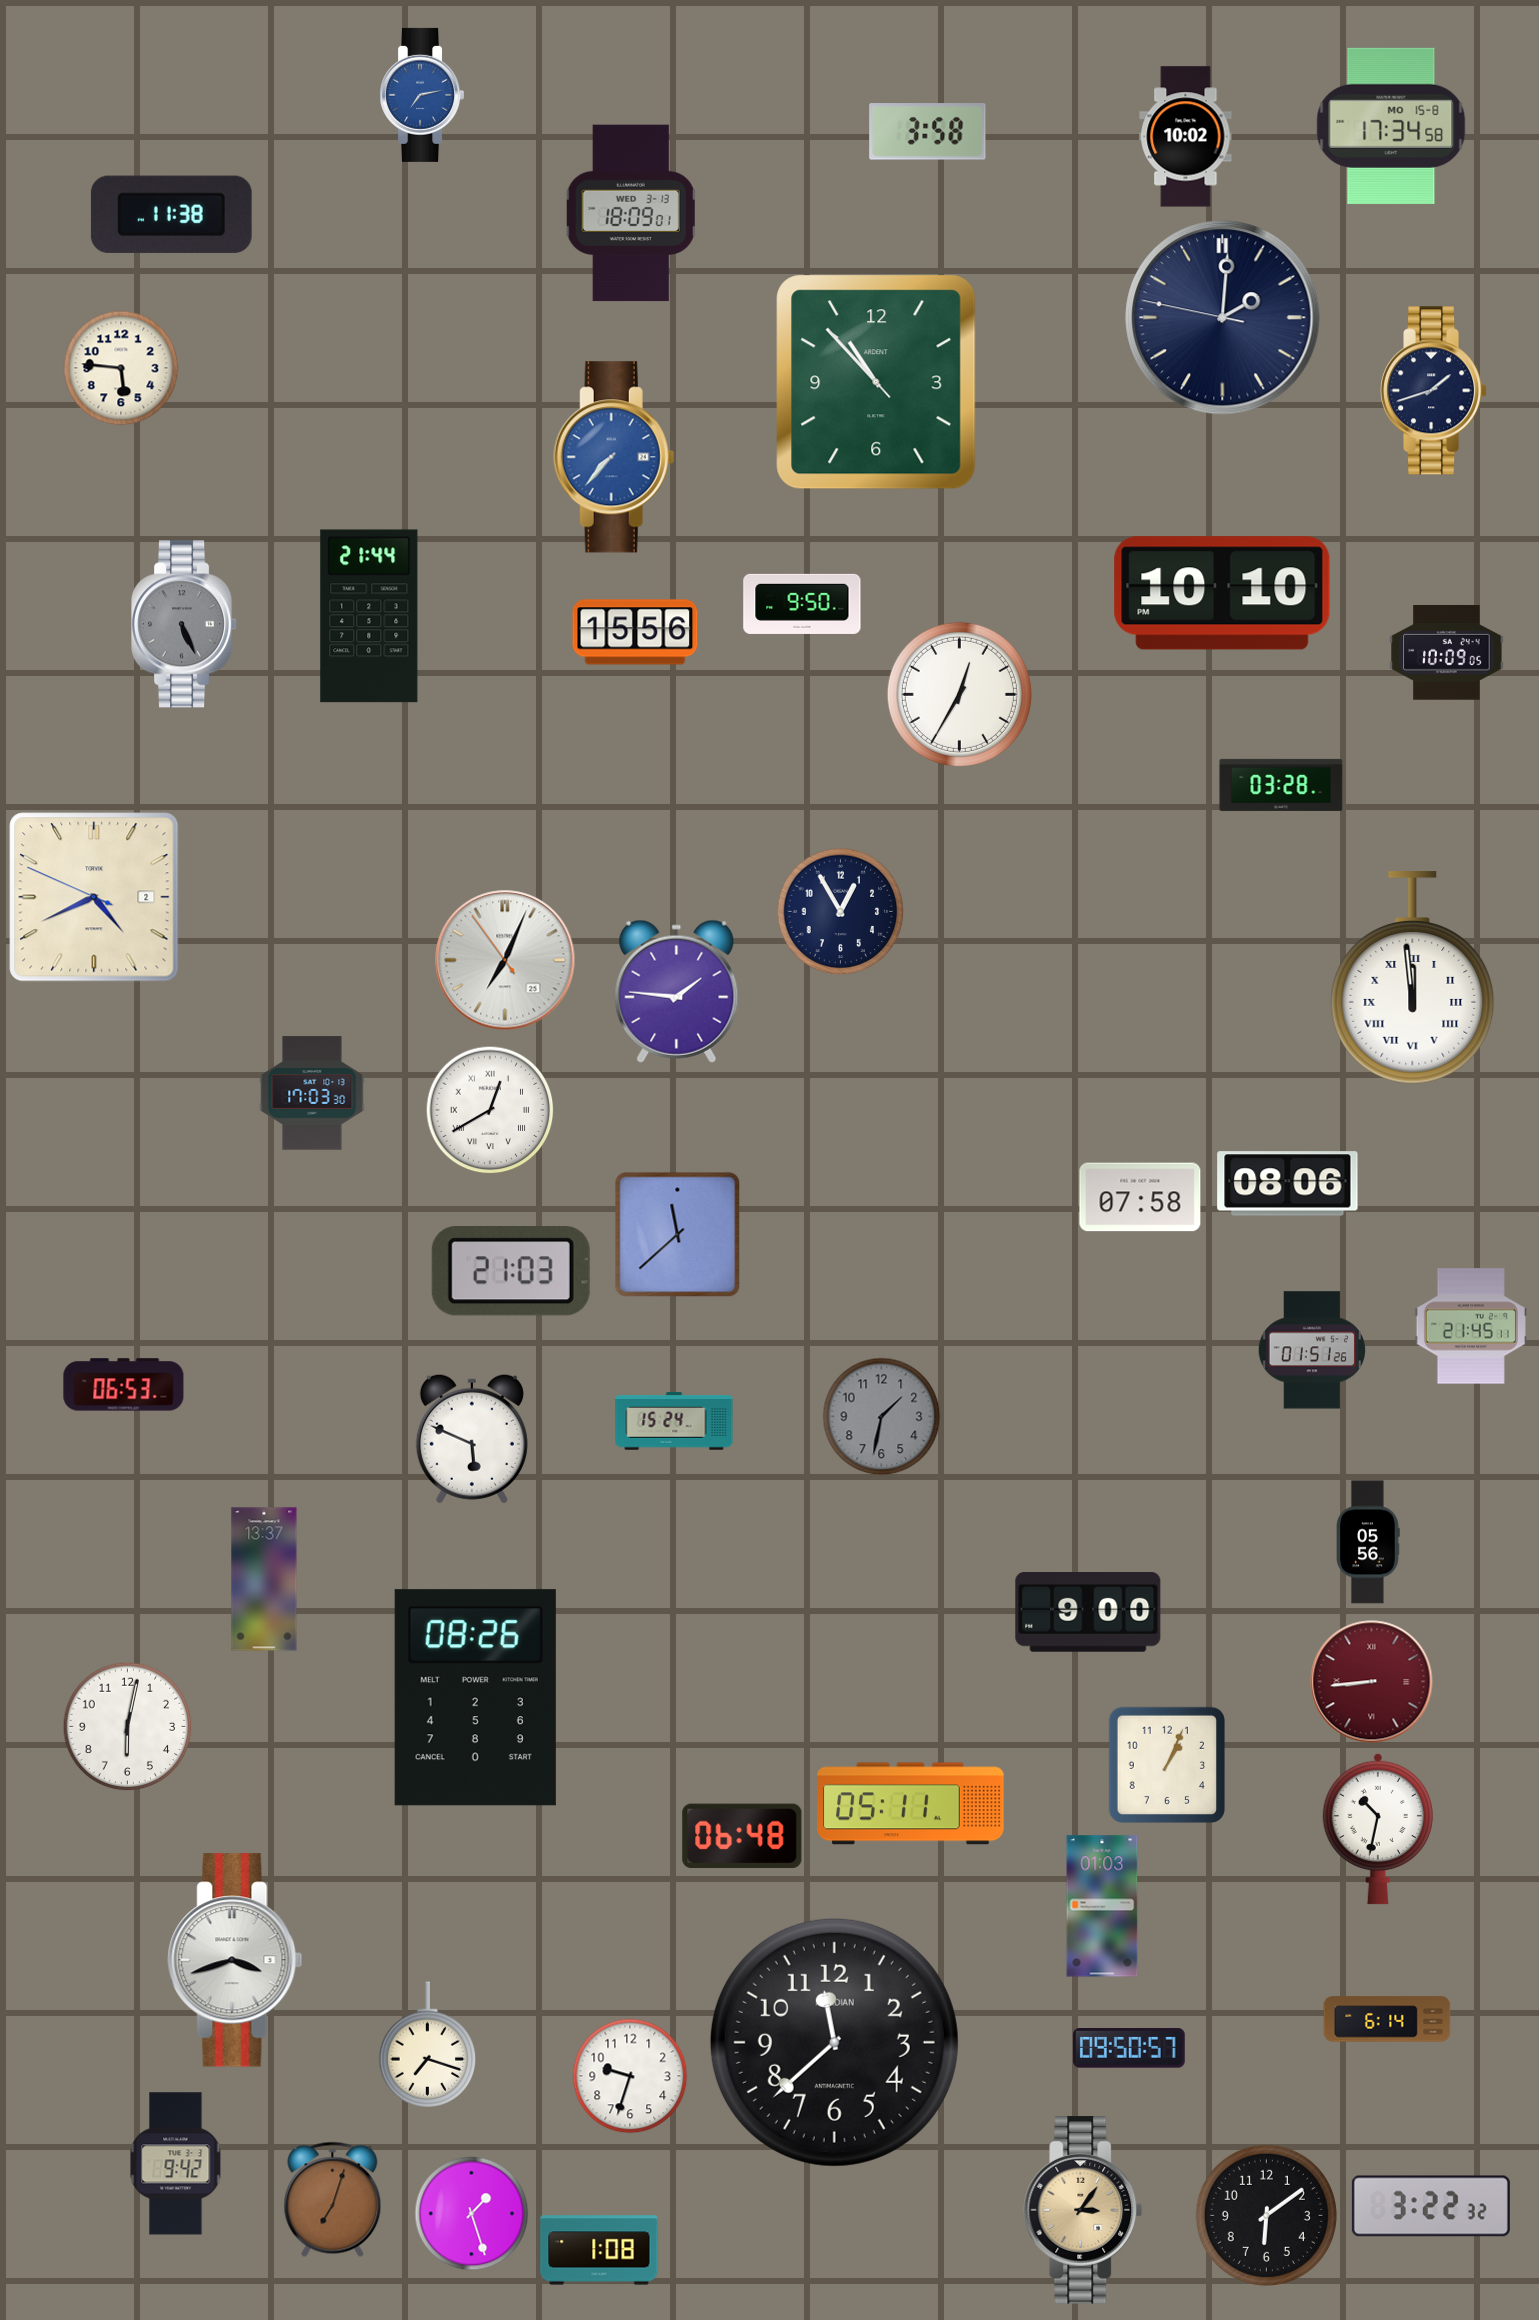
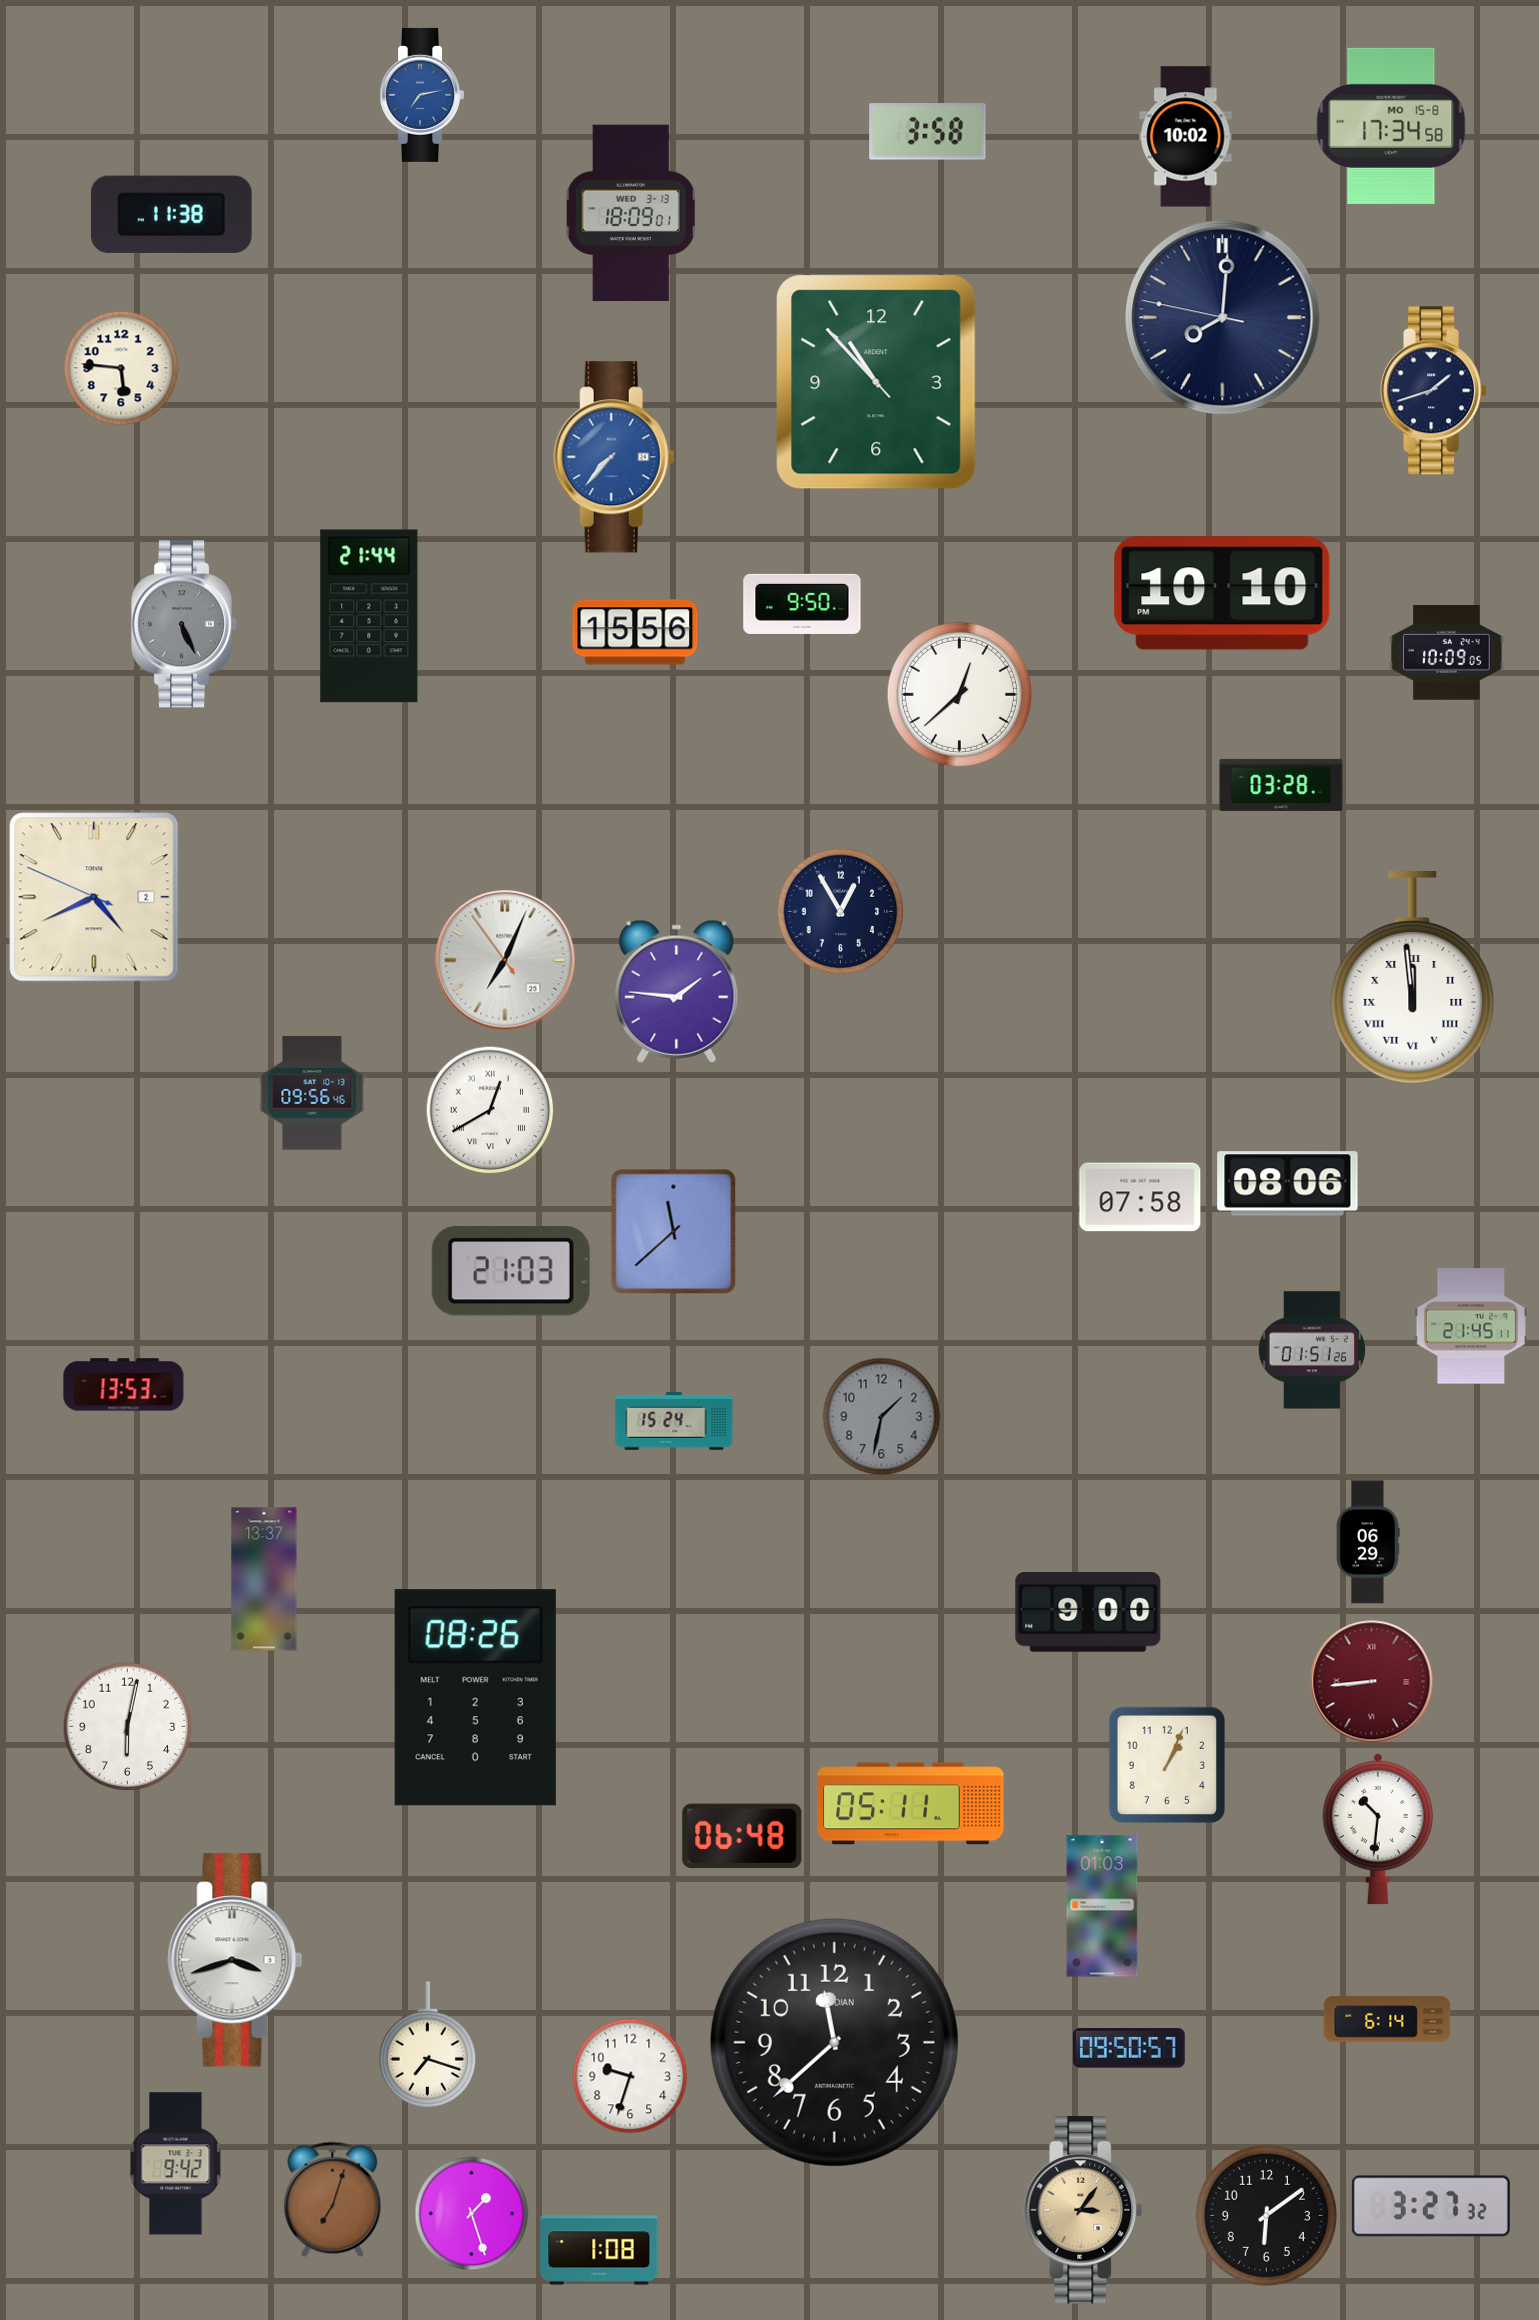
clock at (1223, 318): 2:00 -> 8:00
clock at (959, 694): 12:35 -> 12:38
clock at (312, 1093): 17:03 -> 09:56
clock at (678, 1235) position: (678, 1235) -> (674, 1232)
clock at (124, 1385): 06:53 -> 13:53
clock at (472, 1439): 5:49 -> none
clock at (1368, 1542): 05:56 -> 06:29
clock at (1378, 1829): 10:32 -> 10:31
clock at (1431, 2206): 3:22 -> 3:27
